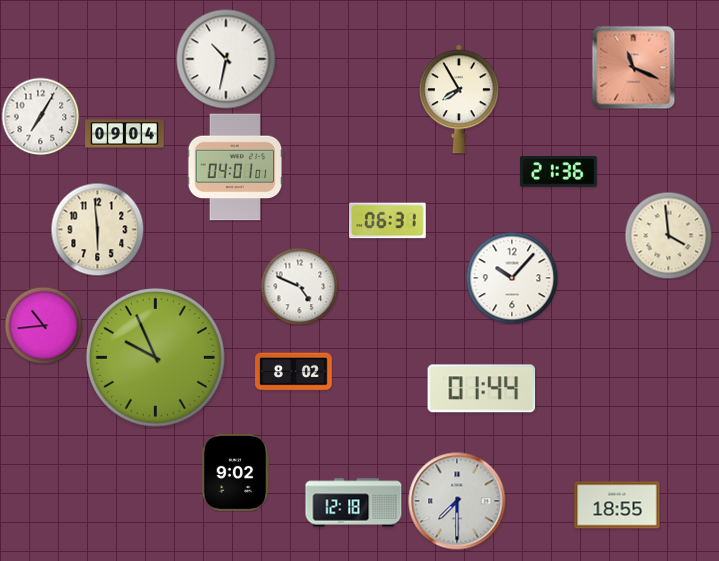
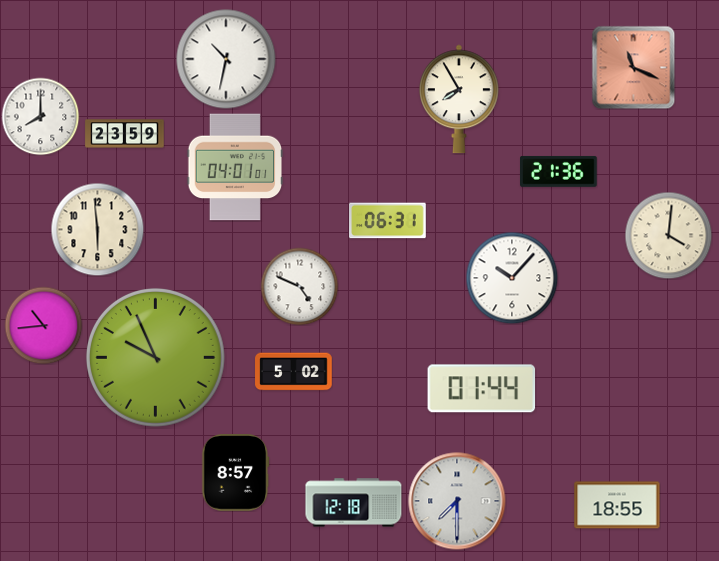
clock at (40, 116): 7:05 -> 8:00
clock at (125, 134): 09:04 -> 23:59
clock at (668, 235): 3:59 -> 4:01
clock at (294, 372): 8:02 -> 5:02
clock at (236, 473): 9:02 -> 8:57
